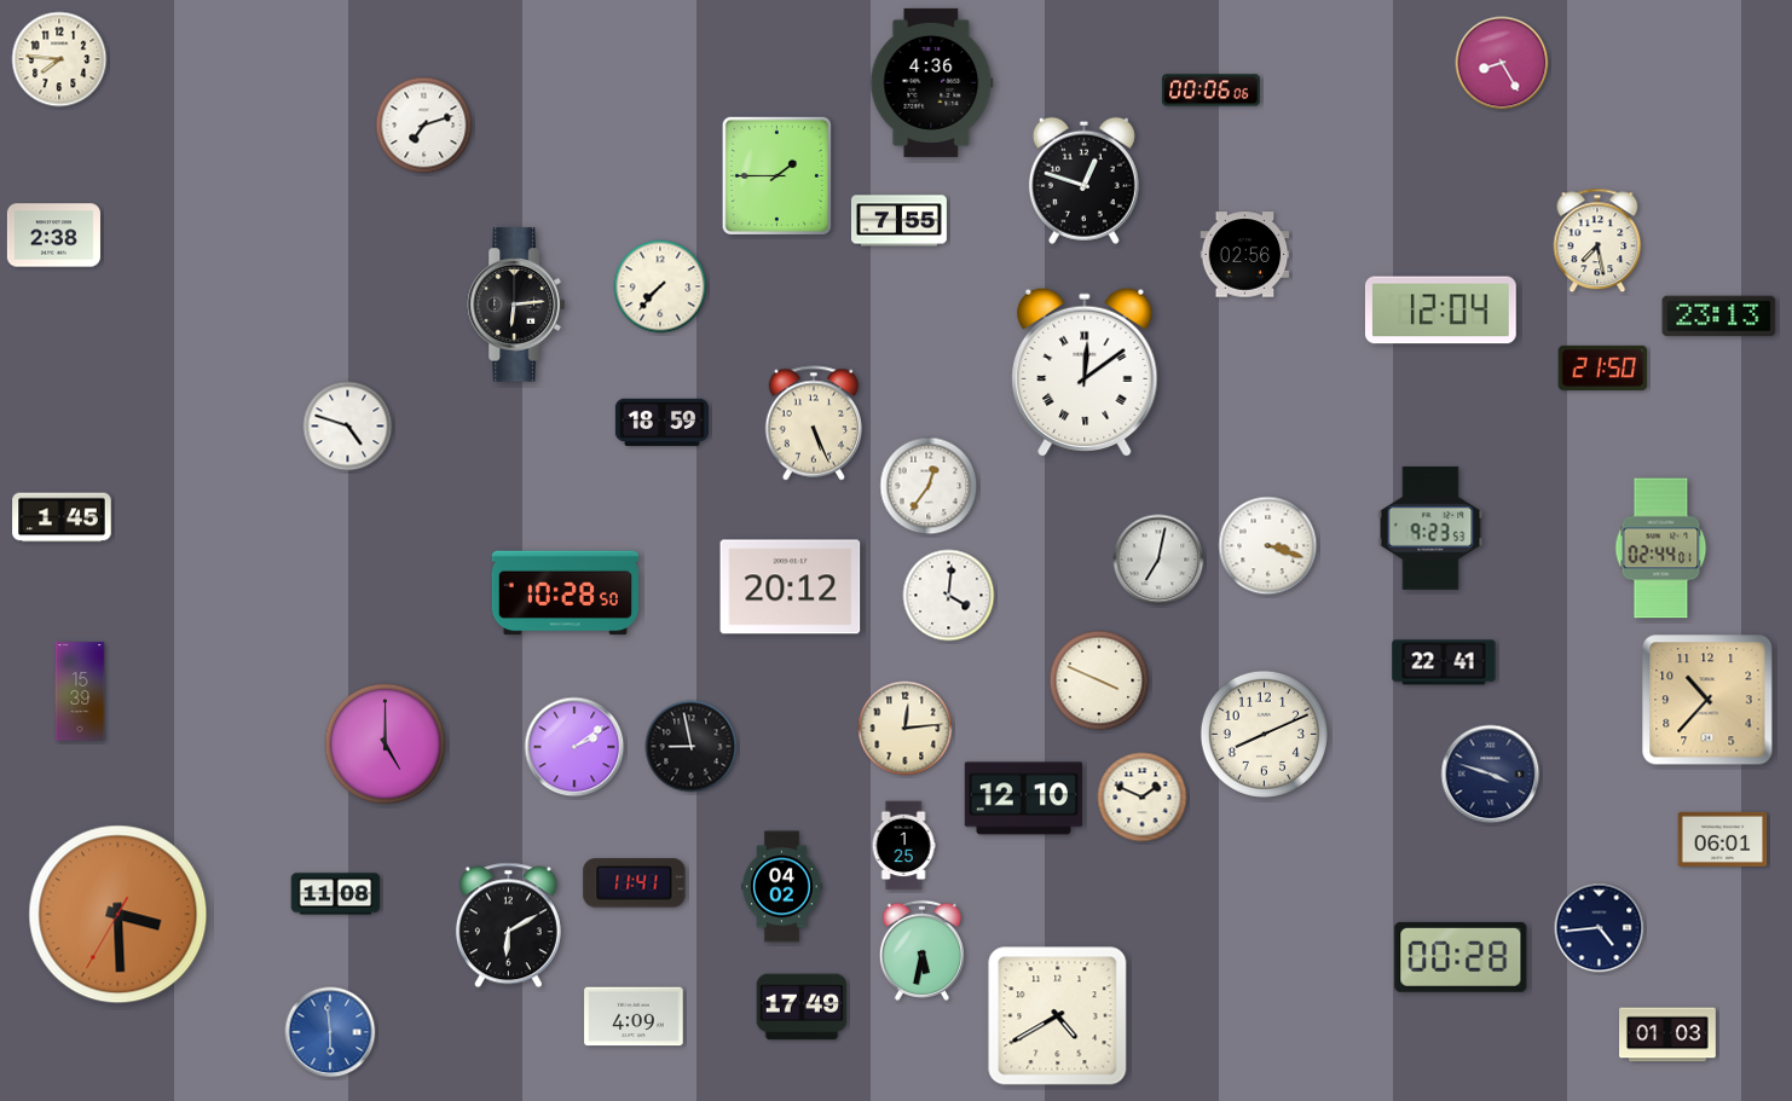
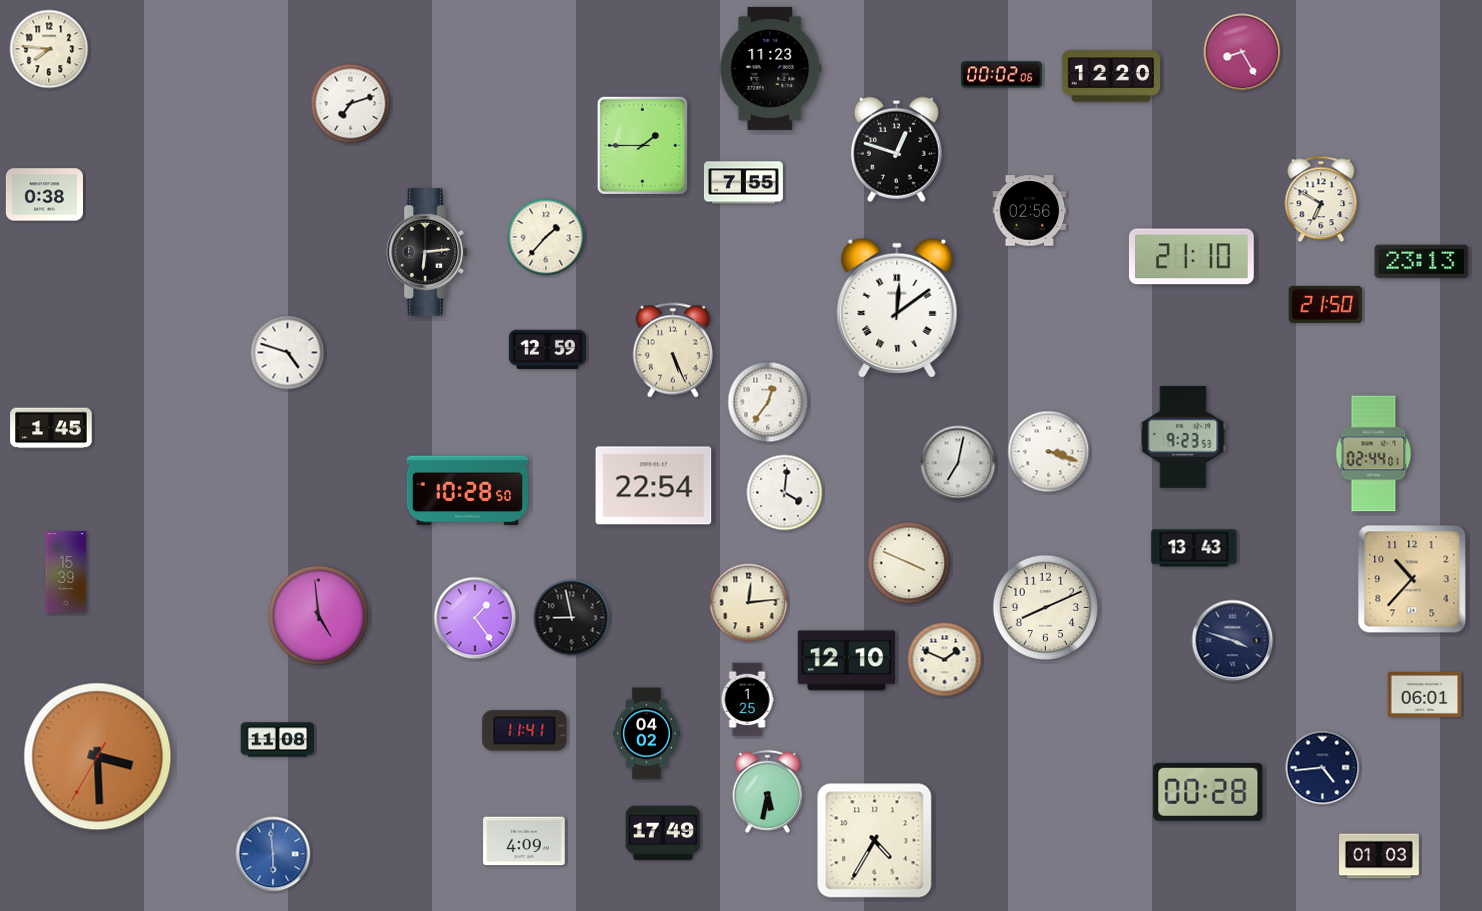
clock at (932, 82): 4:36 -> 11:23
clock at (1212, 91): 00:06 -> 00:02
clock at (1110, 76): none -> 12:20
clock at (53, 236): 2:38 -> 0:38
clock at (1597, 241): 7:28 -> 6:50
clock at (660, 286): 7:37 -> 1:37
clock at (1440, 311): 12:04 -> 21:10
clock at (661, 422): 18:59 -> 12:59
clock at (791, 587): 20:12 -> 22:54
clock at (1444, 662): 22:41 -> 13:43
clock at (386, 744): 5:00 -> 4:59
clock at (574, 747): 2:09 -> 1:24
clock at (508, 926): 6:10 -> none
clock at (921, 950) position: (921, 950) -> (767, 791)
clock at (1058, 1016): 4:40 -> 4:35
